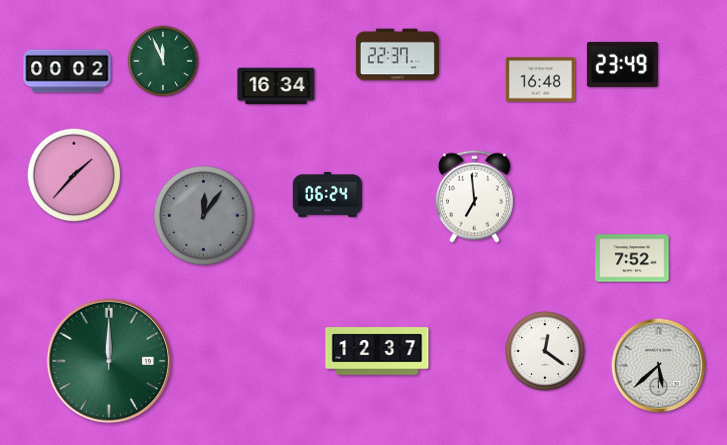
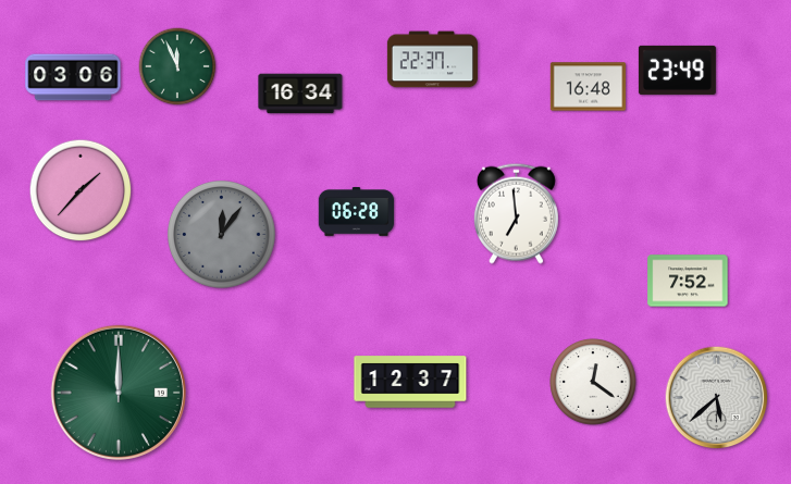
clock at (67, 71): 00:02 -> 03:06
clock at (328, 194): 06:24 -> 06:28
